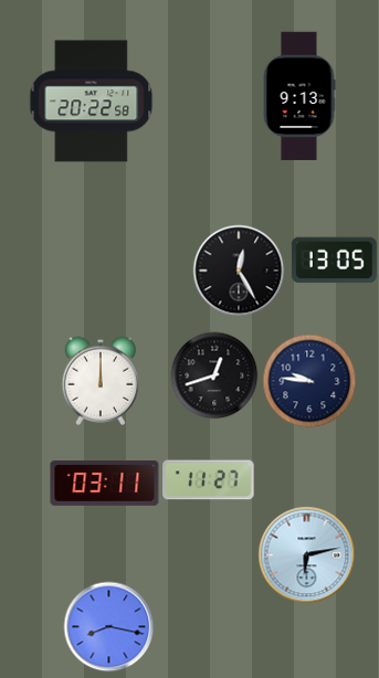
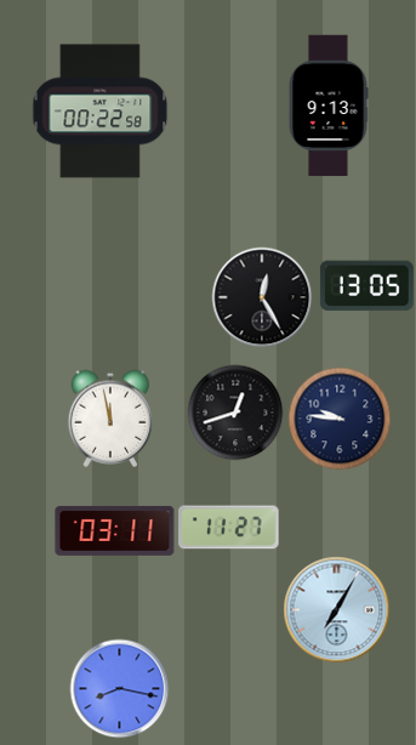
clock at (92, 102): 20:22 -> 00:22
clock at (101, 381): 12:00 -> 11:58
clock at (306, 554): 6:13 -> 7:05
